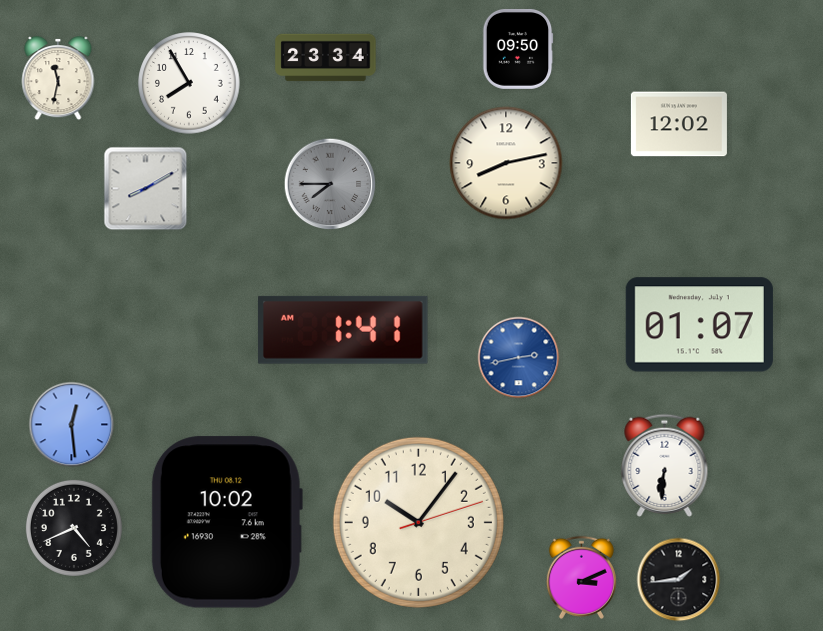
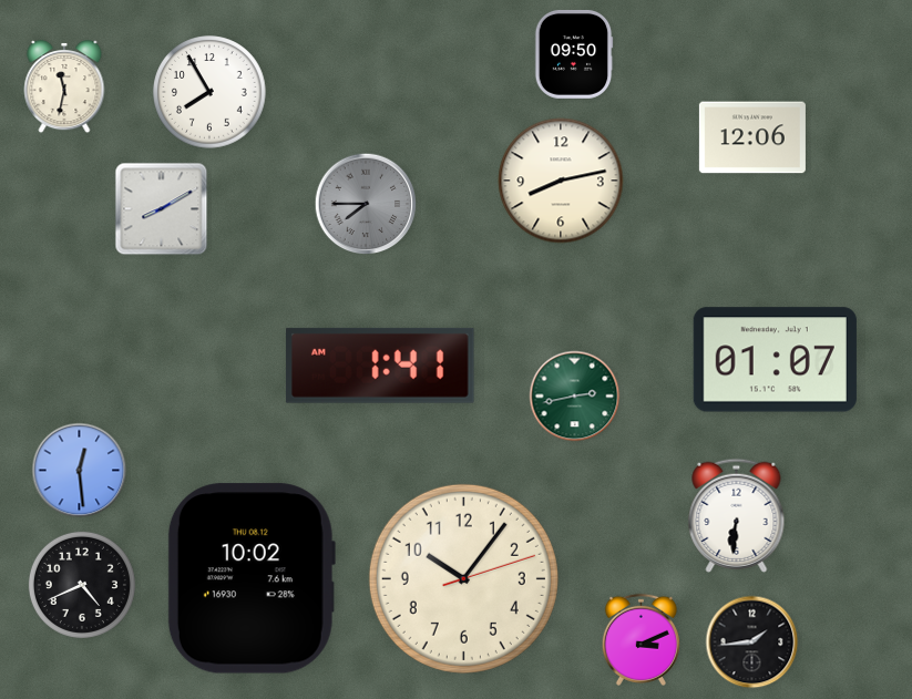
clock at (326, 58): 23:34 -> none
clock at (679, 124): 12:02 -> 12:06
clock at (519, 358) dial: blue -> green
clock at (581, 577) position: (581, 577) -> (641, 639)
